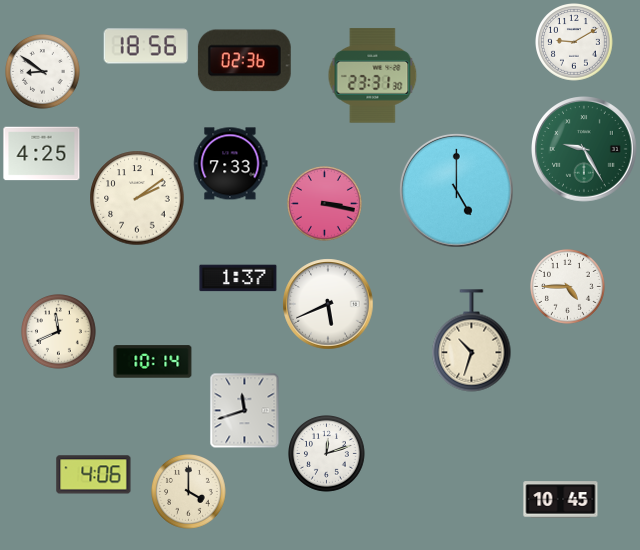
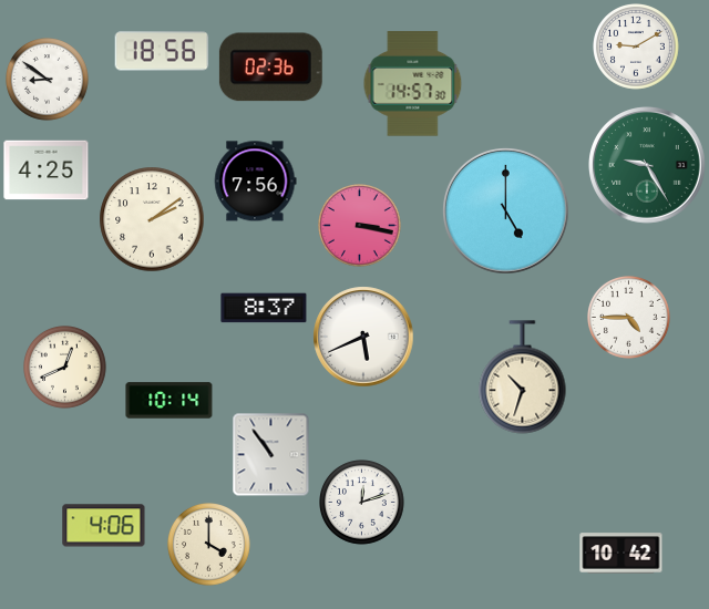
clock at (373, 76): 23:31 -> 14:57
clock at (231, 164): 7:33 -> 7:56
clock at (238, 278): 1:37 -> 8:37
clock at (59, 332): 11:41 -> 12:41
clock at (245, 411): 11:42 -> 10:54
clock at (561, 500): 10:45 -> 10:42
